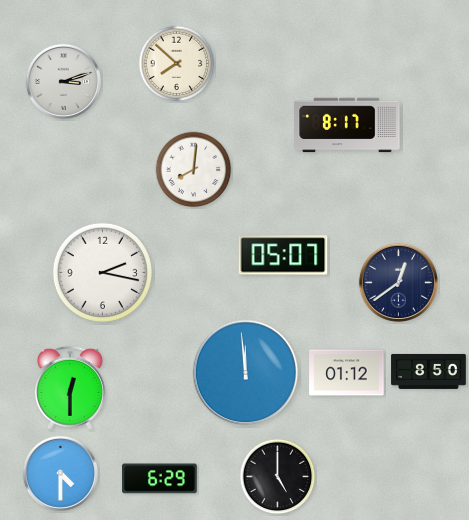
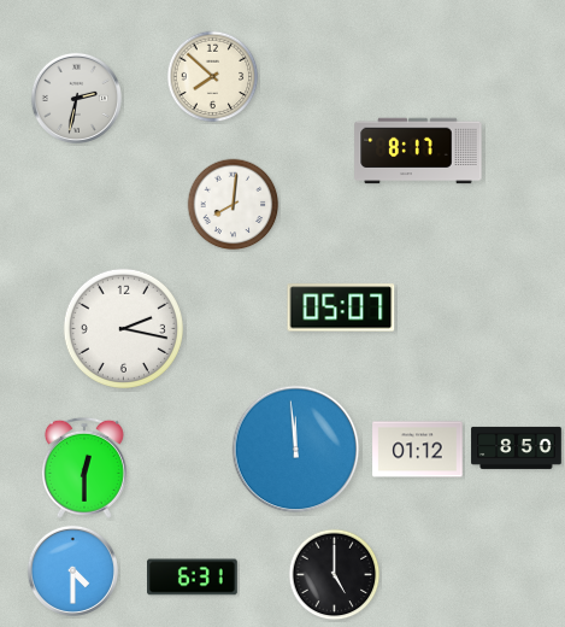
clock at (63, 81): 3:12 -> 2:32
clock at (398, 282): 12:39 -> none
clock at (160, 479): 6:29 -> 6:31
